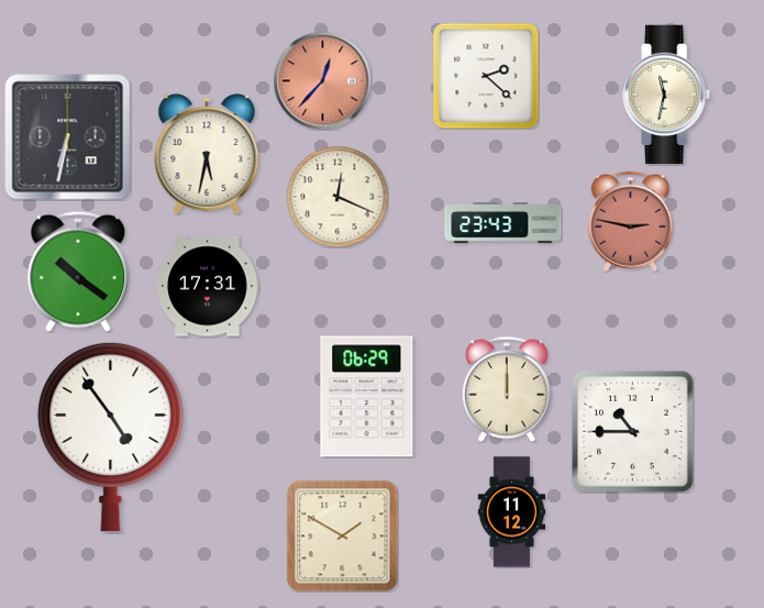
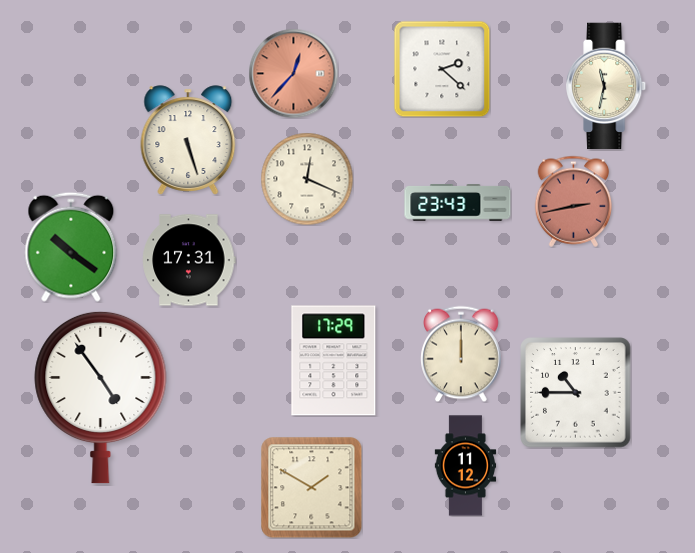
clock at (68, 137): 6:32 -> none
clock at (207, 154): 5:32 -> 5:27
clock at (631, 221): 2:47 -> 2:43
clock at (367, 397): 06:29 -> 17:29
